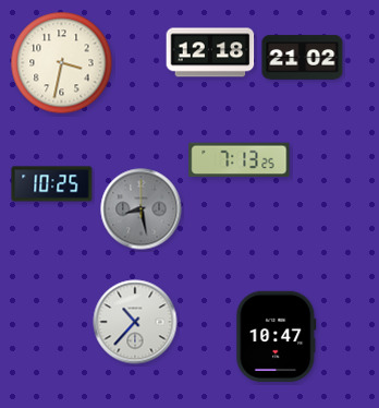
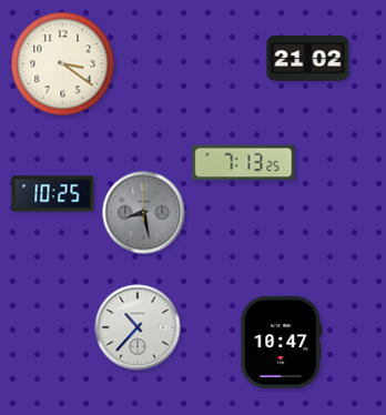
clock at (210, 52): 12:18 -> none
clock at (62, 63): 3:32 -> 3:21
clock at (52, 184) position: (52, 184) -> (53, 194)
